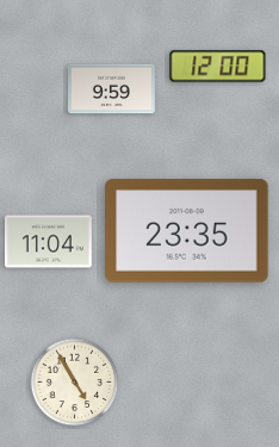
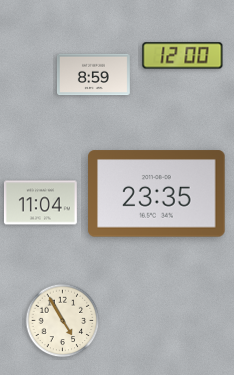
clock at (111, 89): 9:59 -> 8:59
